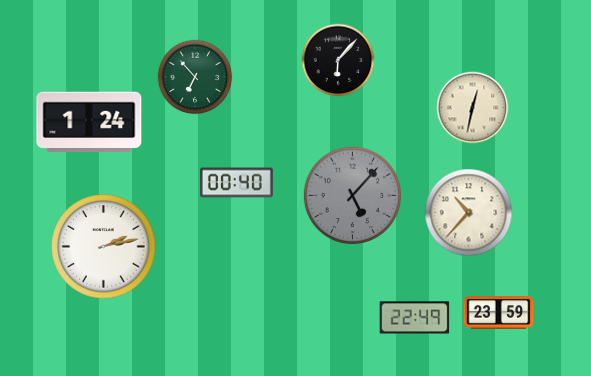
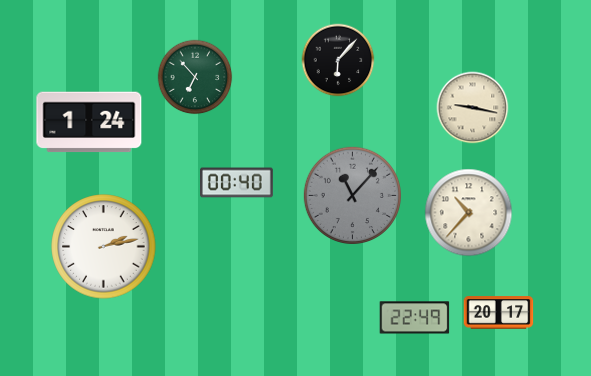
clock at (473, 108): 12:32 -> 9:17
clock at (352, 195): 5:07 -> 11:07
clock at (499, 313): 23:59 -> 20:17
